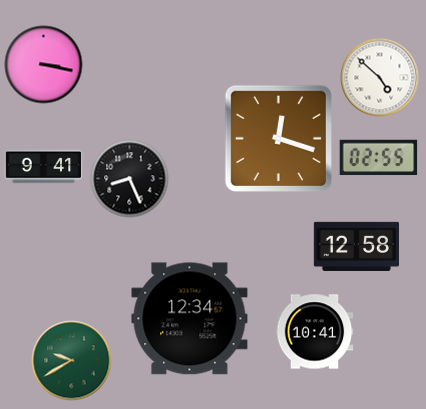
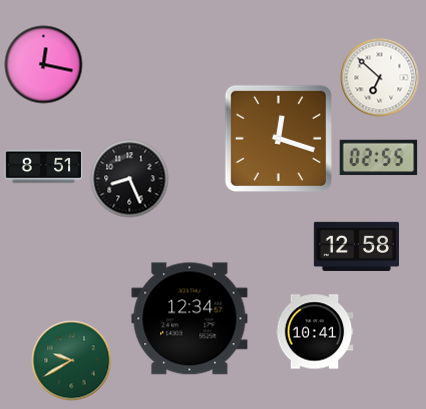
clock at (43, 64): 3:17 -> 12:17
clock at (379, 77): 4:52 -> 6:52
clock at (43, 167): 9:41 -> 8:51
